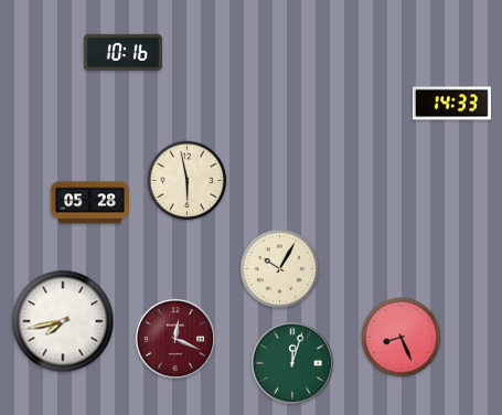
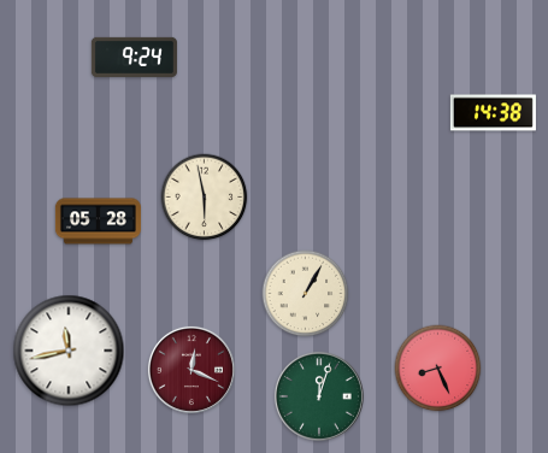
clock at (122, 52): 10:16 -> 9:24
clock at (451, 104): 14:33 -> 14:38
clock at (280, 269): 10:05 -> 1:05
clock at (63, 321): 7:43 -> 11:43
